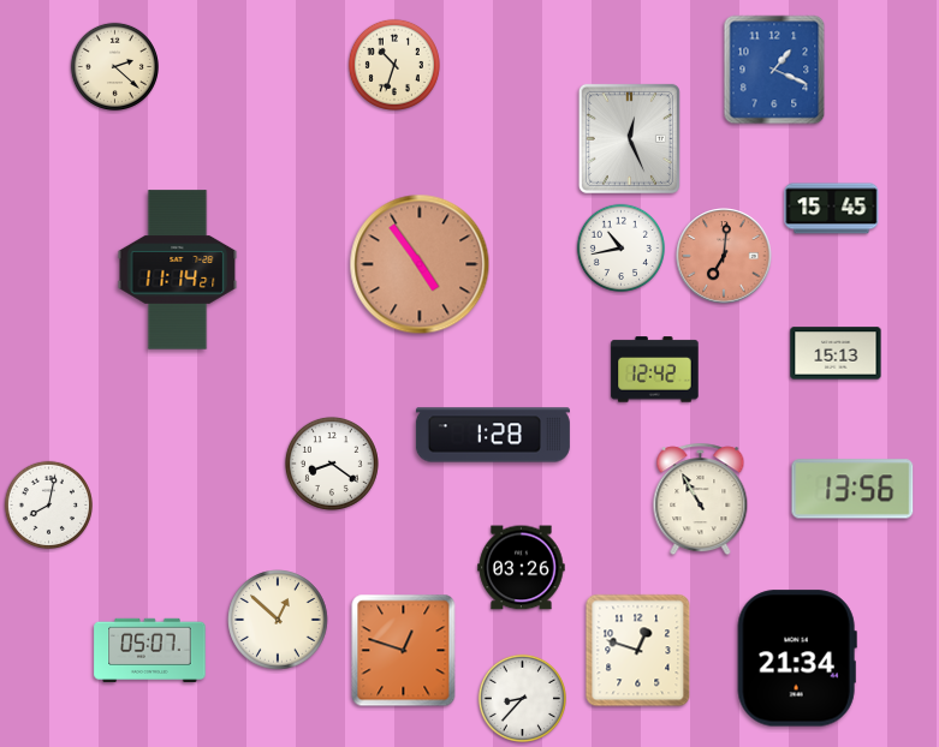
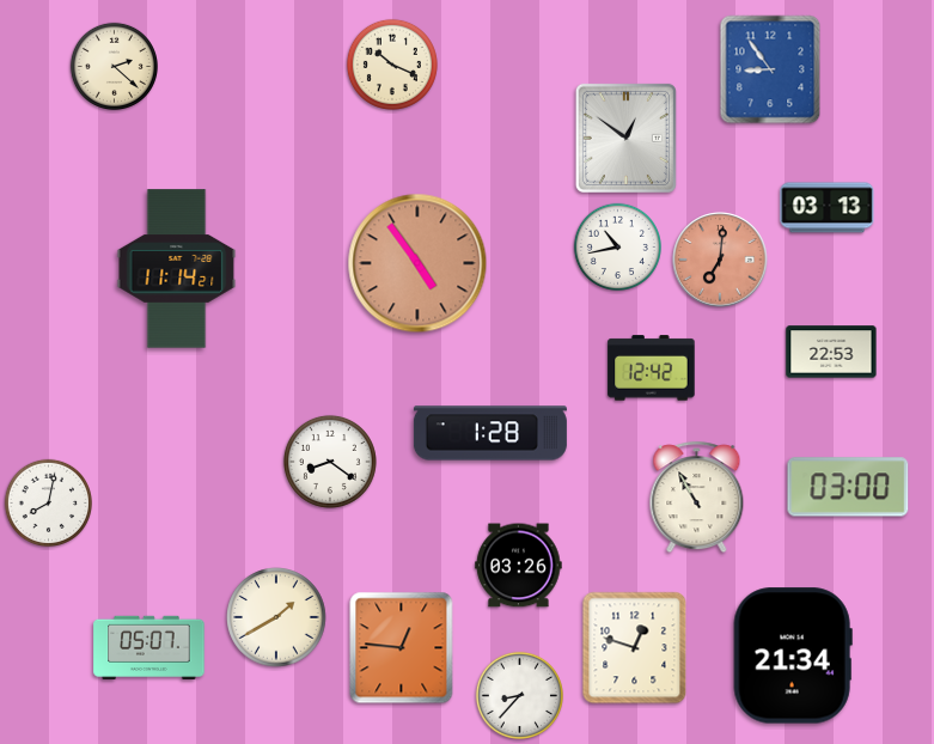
clock at (394, 65): 10:33 -> 10:19
clock at (774, 70): 1:19 -> 8:54
clock at (629, 138): 12:26 -> 12:51
clock at (832, 209): 15:45 -> 03:13
clock at (724, 256) position: (724, 256) -> (720, 260)
clock at (836, 353): 15:13 -> 22:53
clock at (852, 489): 13:56 -> 03:00
clock at (278, 620): 12:52 -> 1:40
clock at (404, 651): 12:48 -> 12:46
